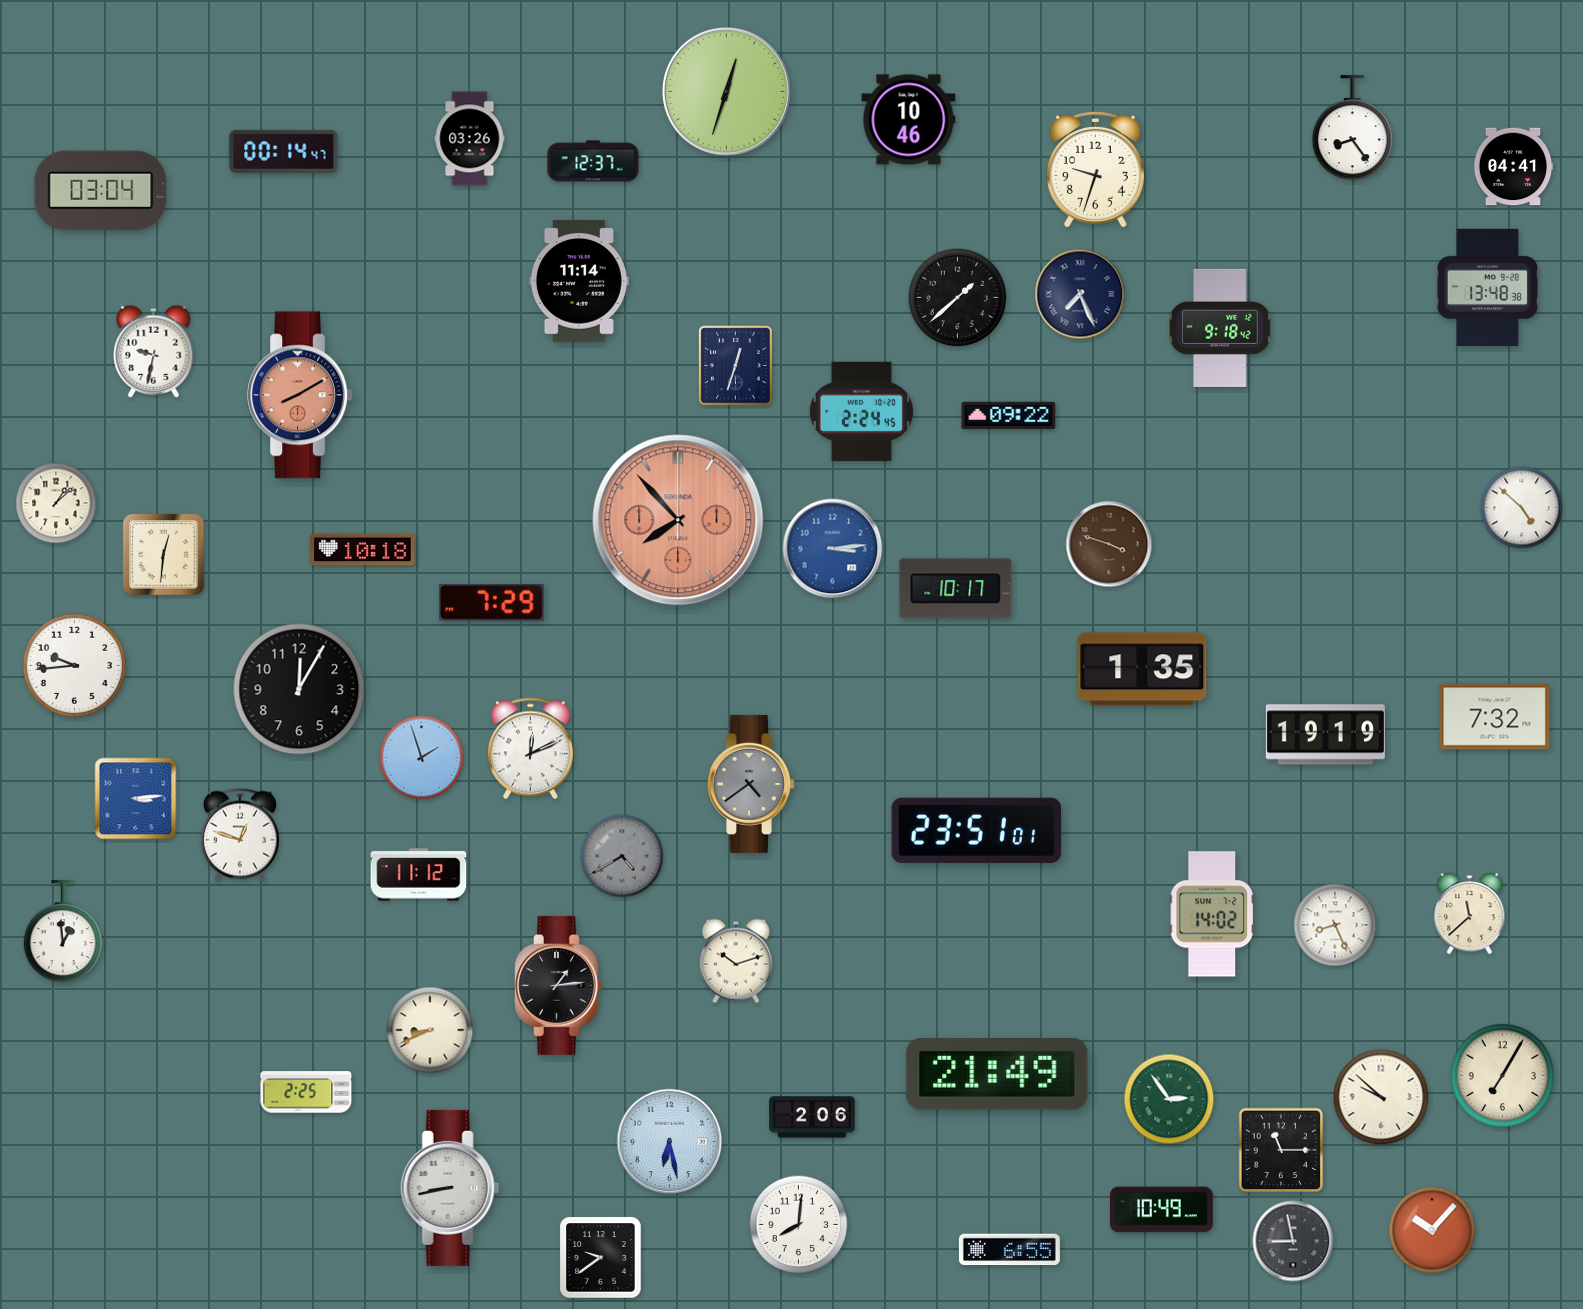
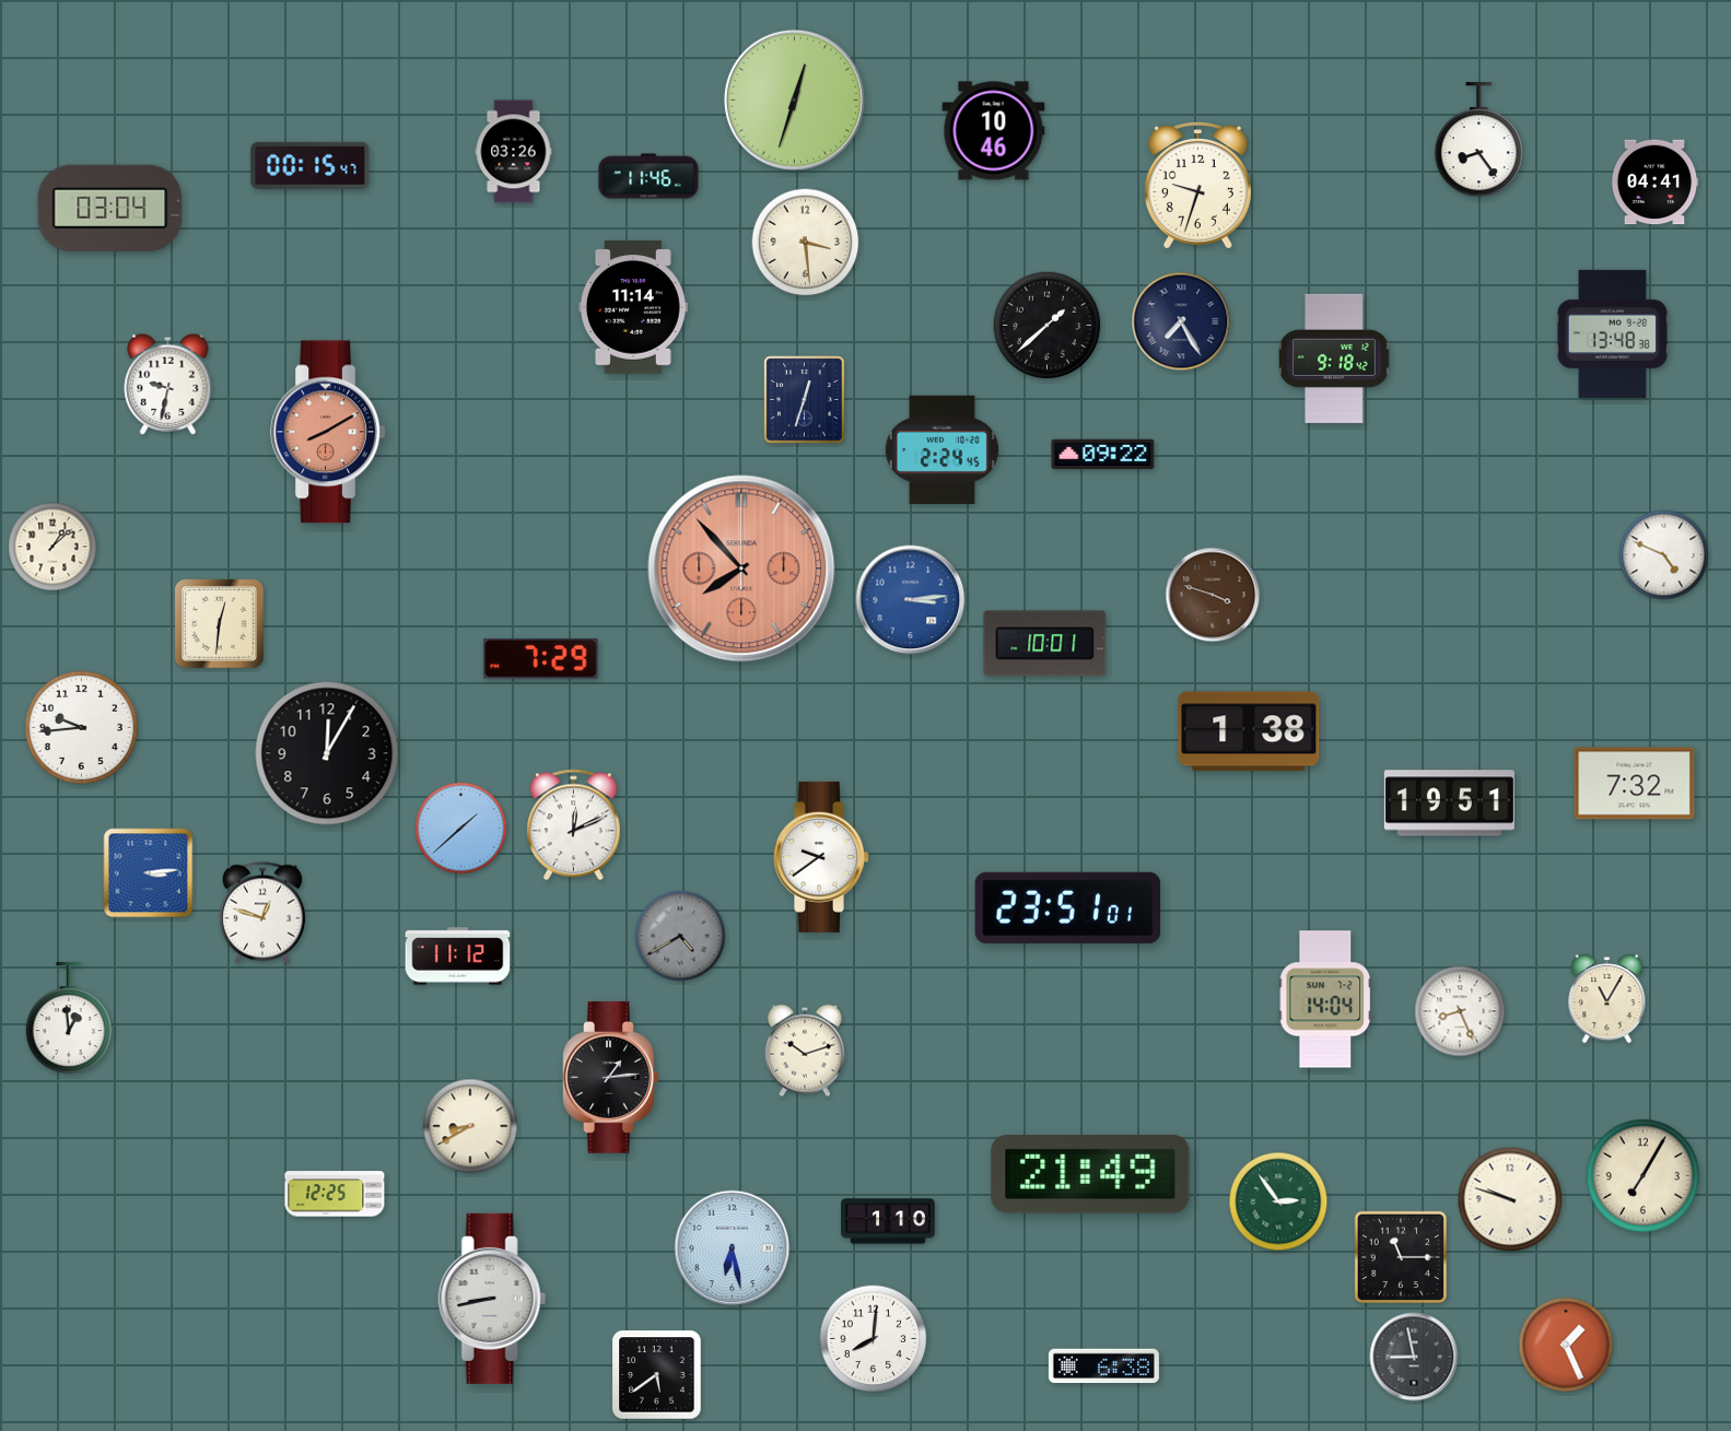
clock at (284, 151): 00:14 -> 00:15
clock at (593, 161): 12:37 -> 11:46
clock at (806, 243): none -> 3:29
clock at (1487, 287) position: (1487, 287) -> (1612, 333)
clock at (1080, 294): 7:26 -> 7:25
clock at (56, 503) position: (56, 503) -> (52, 547)
clock at (1522, 508): 4:52 -> 4:49
clock at (363, 550): 10:18 -> none
clock at (164, 555) position: (164, 555) -> (220, 624)
clock at (956, 589): 10:17 -> 10:01
clock at (492, 603) position: (492, 603) -> (541, 659)
clock at (1142, 669): 1:35 -> 1:38
clock at (1325, 735): 19:19 -> 19:51
clock at (531, 749) position: (531, 749) -> (574, 825)
clock at (422, 758): 1:57 -> 1:38
clock at (752, 784): 4:39 -> 9:39
clock at (752, 784) dial: grey -> white
clock at (1212, 914): 14:02 -> 14:04
clock at (1470, 914): 11:38 -> 11:05
clock at (430, 1030): 8:41 -> 8:40
clock at (306, 1092): 2:25 -> 12:25
clock at (1381, 1097): 9:52 -> 9:48
clock at (812, 1117): 2:06 -> 1:10
clock at (1162, 1210): 10:49 -> none
clock at (1432, 1230): 10:07 -> 1:26
clock at (1009, 1250): 6:55 -> 6:38
clock at (601, 1258): 9:39 -> 5:39
